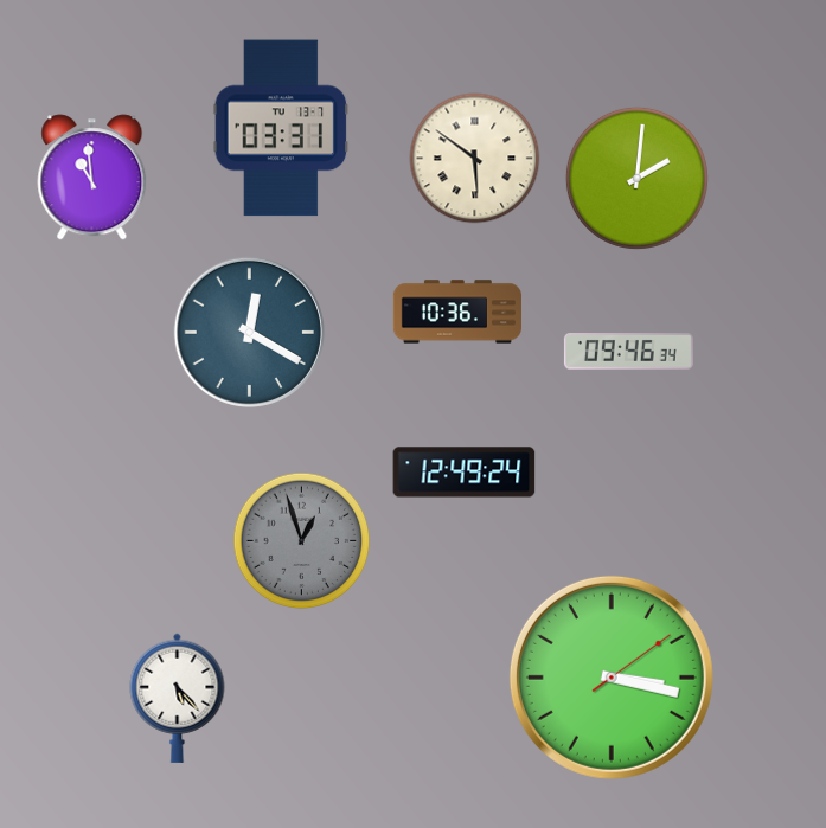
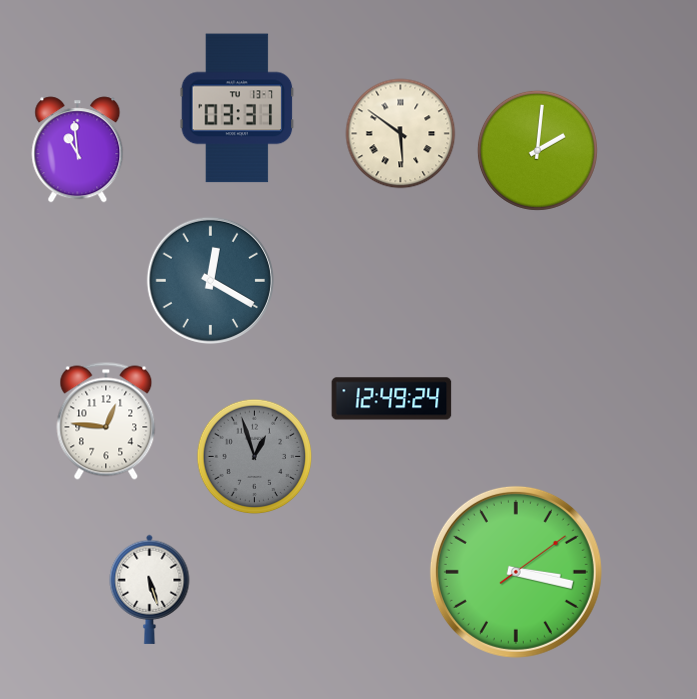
clock at (457, 312): 10:36 -> none
clock at (628, 352): 09:46 -> none
clock at (106, 421): none -> 12:46
clock at (178, 698): 5:23 -> 5:27
